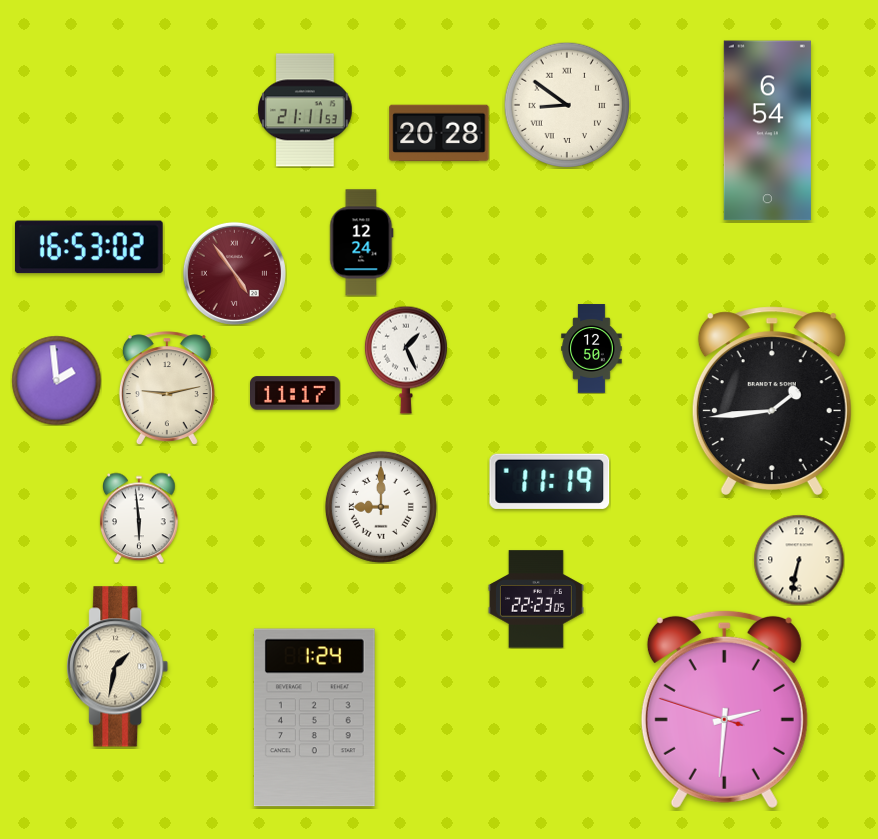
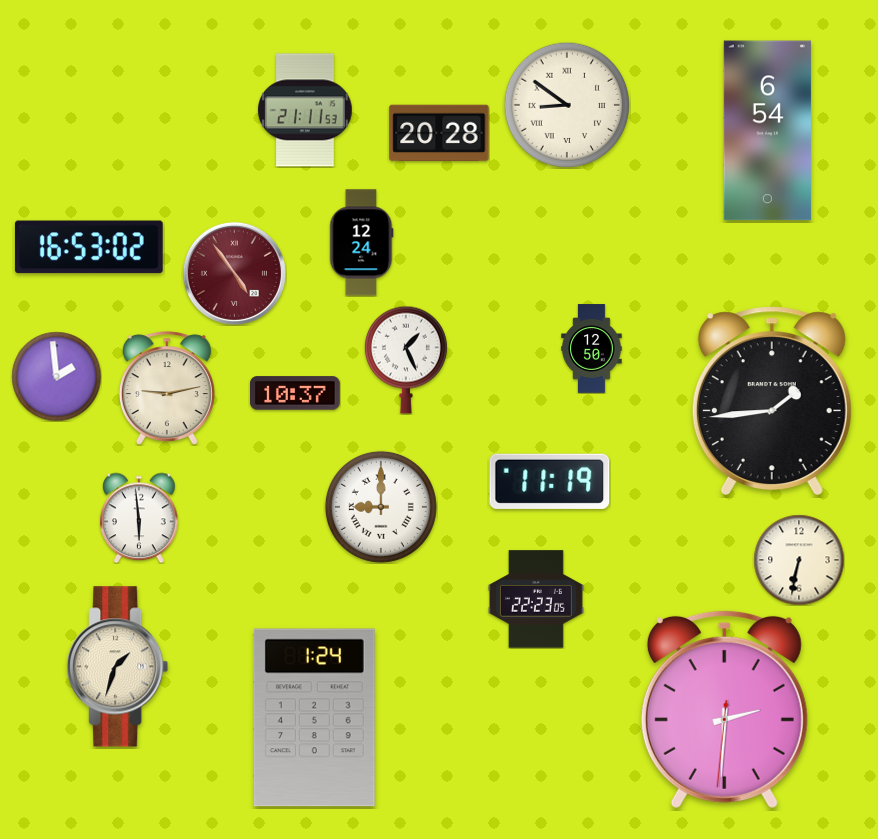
clock at (56, 380) position: (56, 380) -> (56, 376)
clock at (296, 393): 11:17 -> 10:37
clock at (118, 667): 1:32 -> 1:33
clock at (724, 709): 2:30:48 -> 2:30:31
